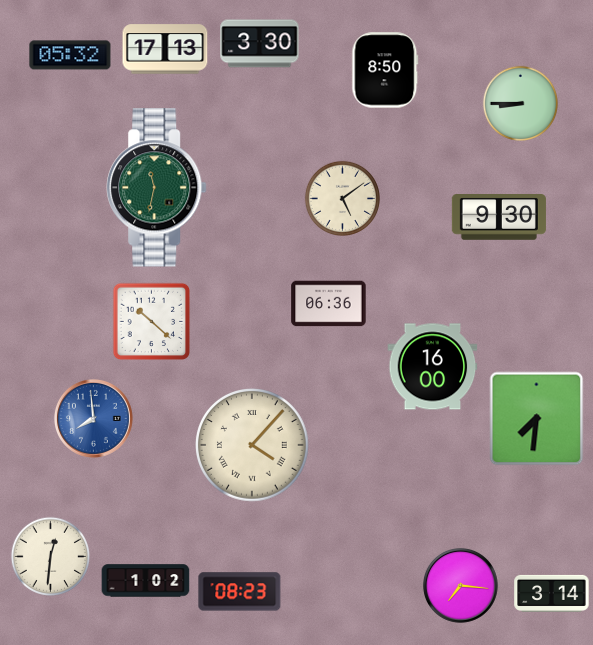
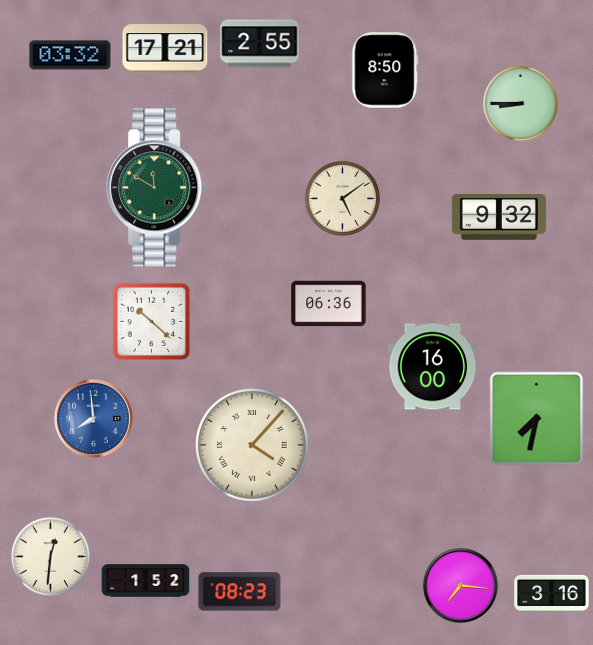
clock at (260, 44): 3:30 -> 2:55
clock at (165, 49): 17:13 -> 17:21
clock at (70, 55): 05:32 -> 03:32
clock at (157, 188): 11:32 -> 11:50
clock at (499, 217): 9:30 -> 9:32
clock at (537, 419): 7:31 -> 7:32
clock at (146, 581): 1:02 -> 1:52
clock at (552, 593): 3:14 -> 3:16
